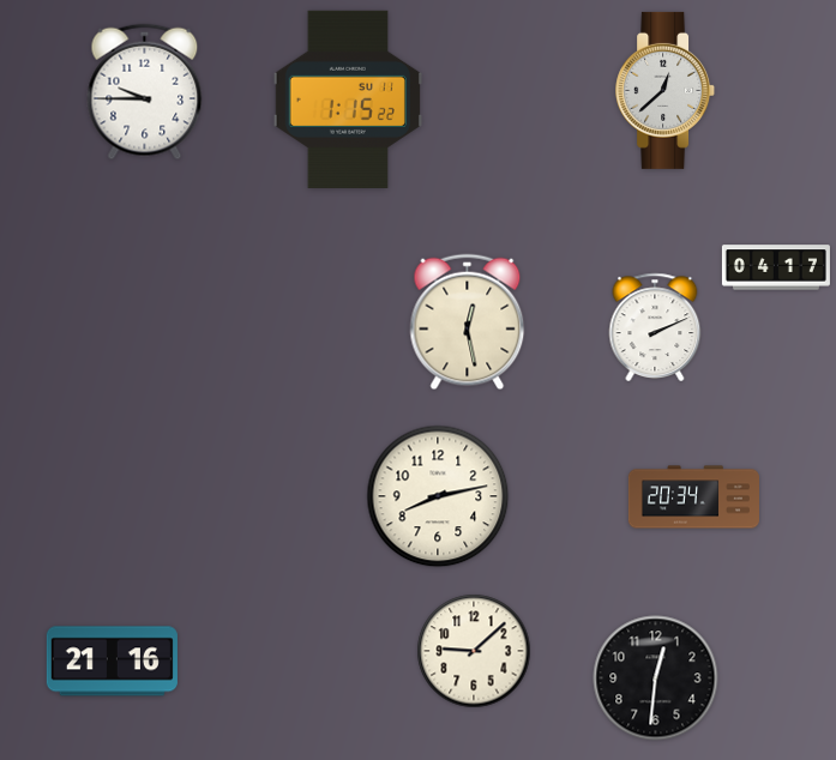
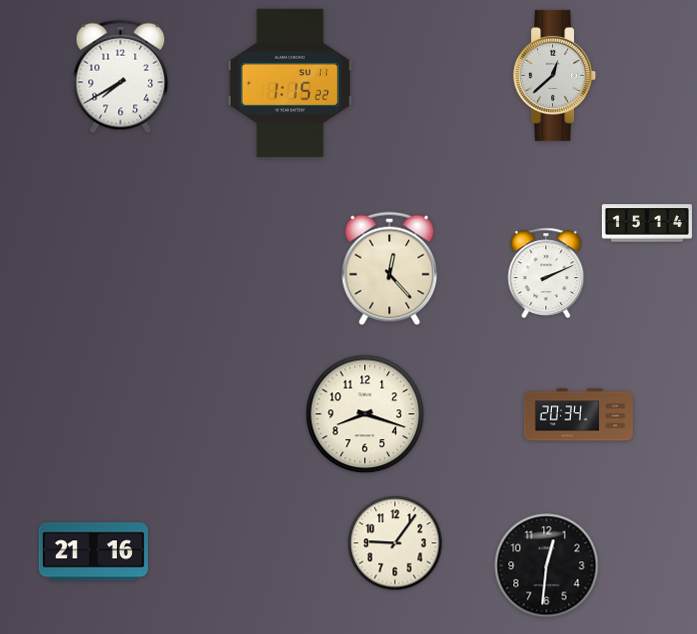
clock at (145, 92): 9:45 -> 7:40
clock at (776, 267): 04:17 -> 15:14
clock at (468, 322): 12:28 -> 12:23
clock at (438, 496): 8:13 -> 8:18
clock at (474, 651): 9:08 -> 9:06
